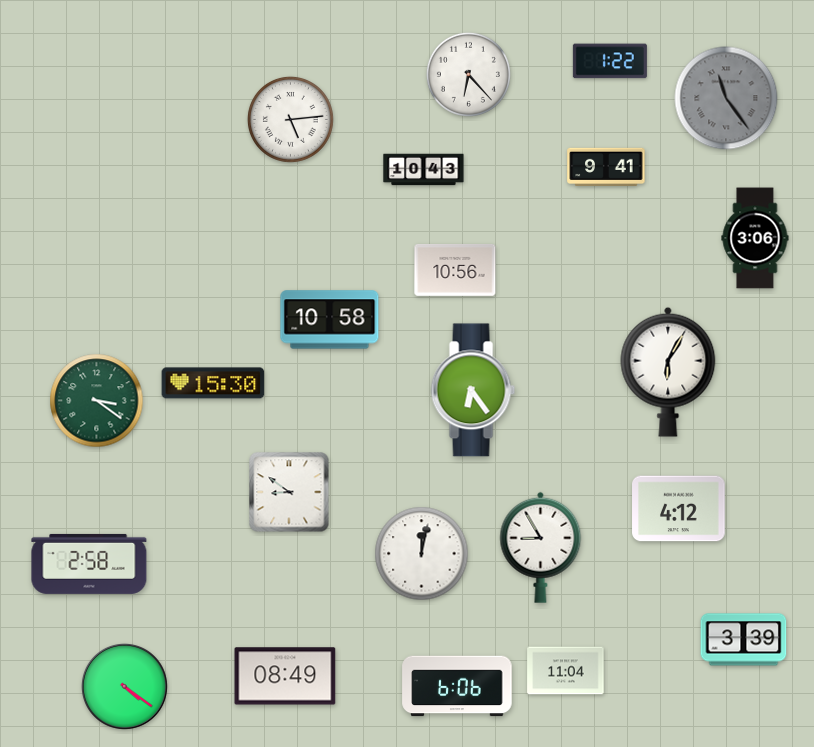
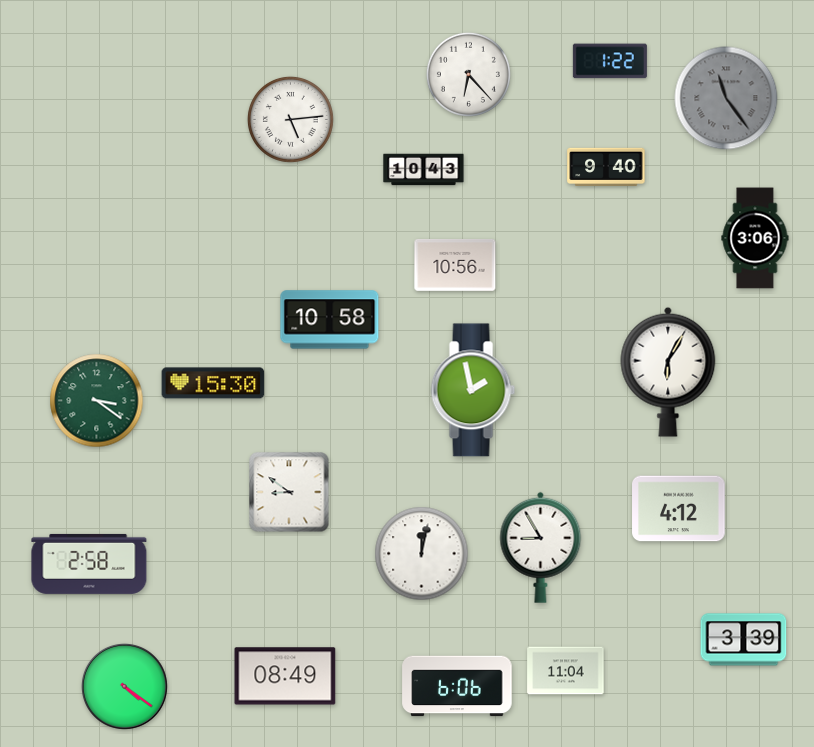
clock at (606, 166): 9:41 -> 9:40
clock at (455, 271) position: (455, 271) -> (455, 266)
clock at (473, 390): 6:24 -> 1:58
